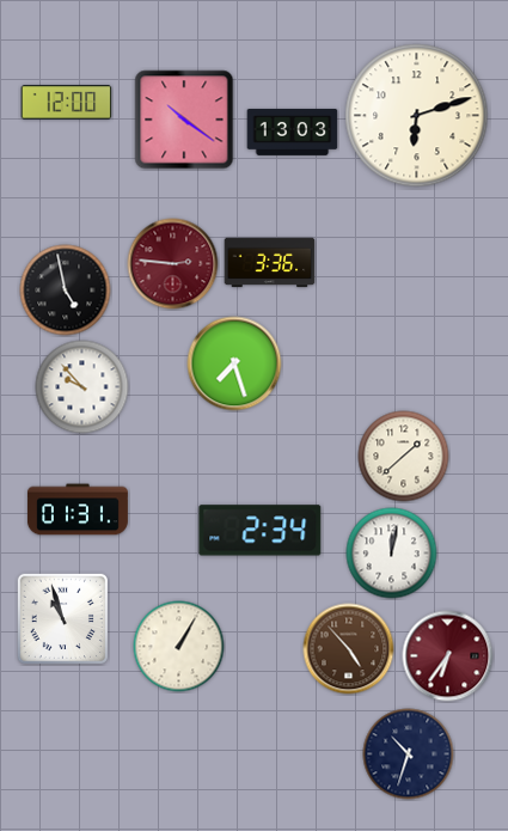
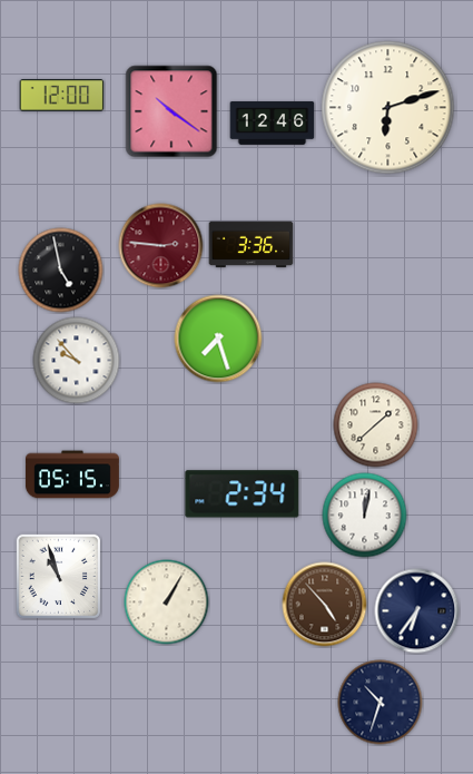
clock at (293, 133): 13:03 -> 12:46
clock at (78, 509): 01:31 -> 05:15
clock at (448, 656) dial: burgundy -> navy
